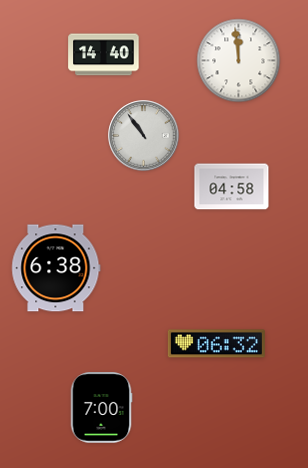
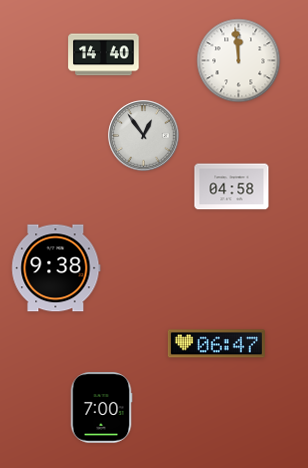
clock at (144, 136): 10:54 -> 12:54
clock at (56, 268): 6:38 -> 9:38
clock at (216, 344): 06:32 -> 06:47
